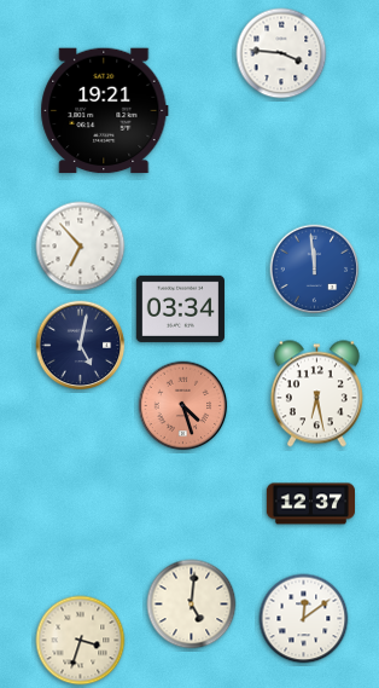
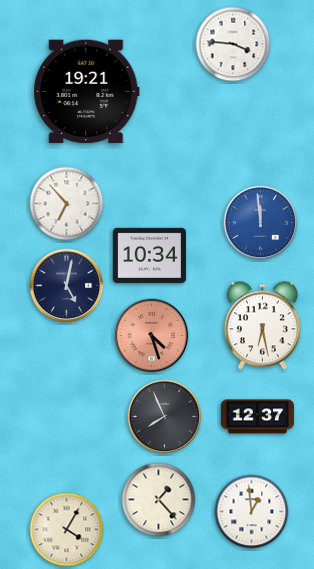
clock at (180, 308): 03:34 -> 10:34
clock at (165, 417): none -> 7:56
clock at (192, 605): 5:01 -> 1:23
clock at (304, 619): 12:09 -> 12:59
clock at (81, 641): 3:33 -> 4:05
